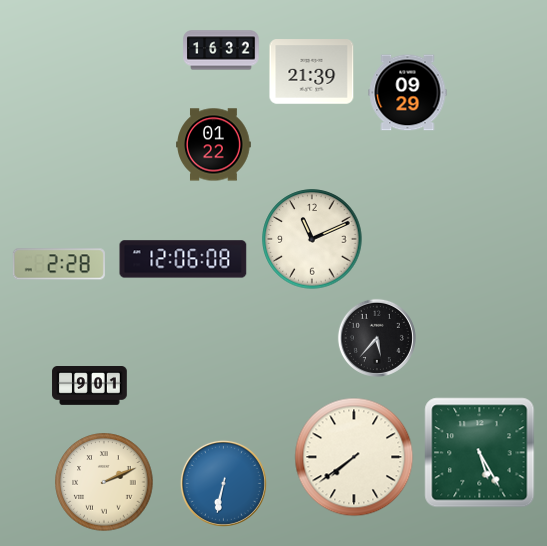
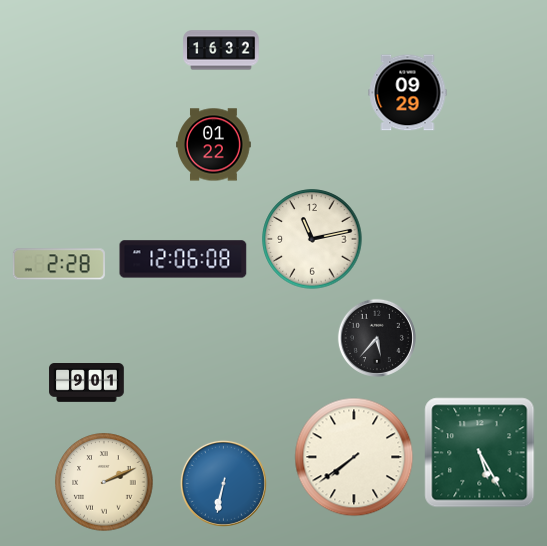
clock at (312, 72): 21:39 -> none
clock at (312, 239): 11:11 -> 11:13
clock at (90, 386) position: (90, 386) -> (87, 383)
